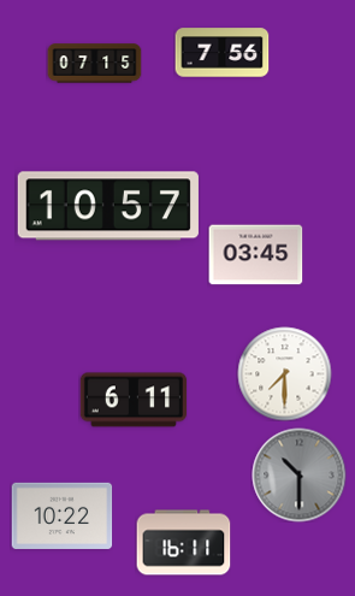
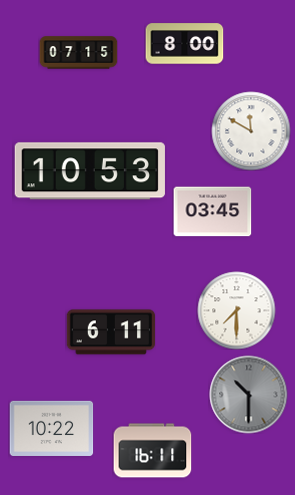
clock at (221, 53): 7:56 -> 8:00
clock at (251, 131): none -> 11:50
clock at (108, 206): 10:57 -> 10:53
